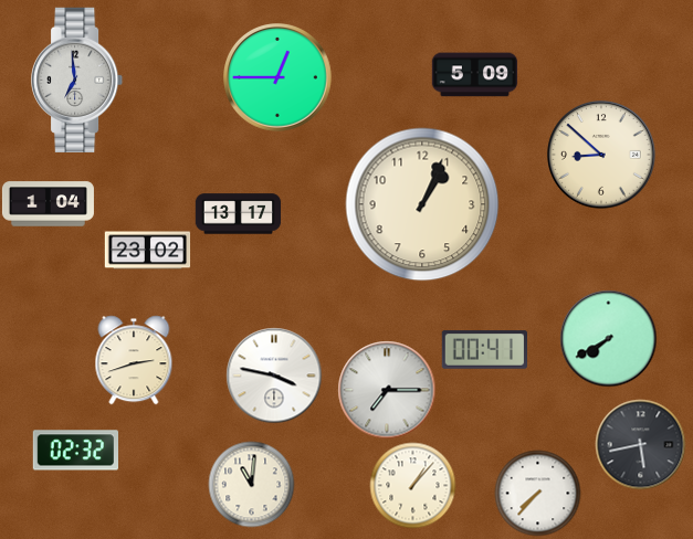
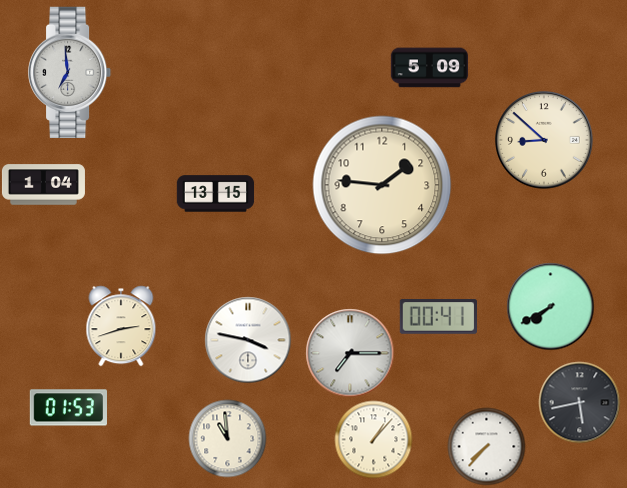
clock at (279, 78): 12:45 -> none
clock at (422, 204): 1:04 -> 1:46
clock at (238, 214): 13:17 -> 13:15
clock at (147, 251): 23:02 -> none
clock at (75, 451): 02:32 -> 01:53
clock at (251, 484): 11:01 -> 10:59
